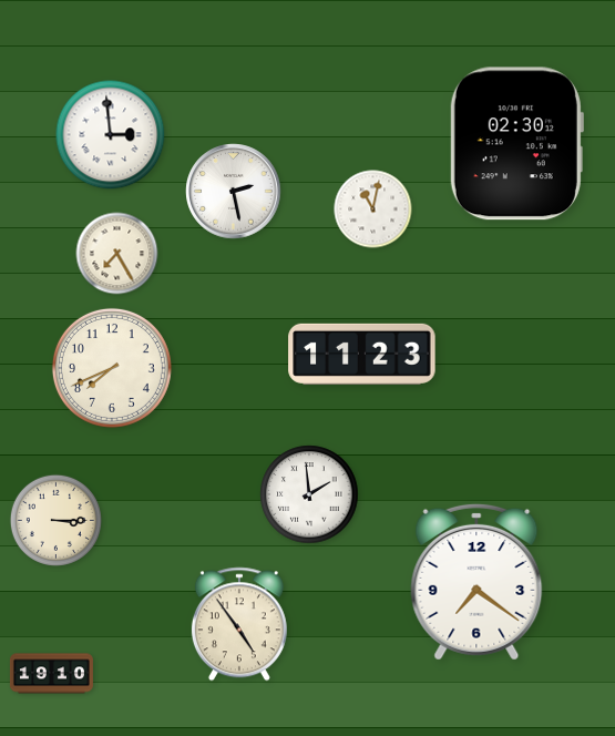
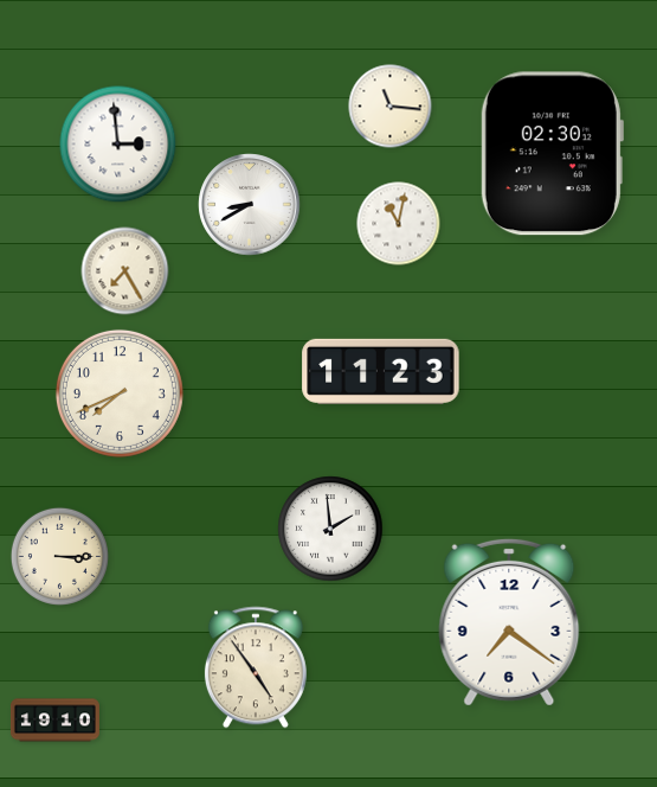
clock at (391, 107): none -> 11:16
clock at (234, 192): 2:28 -> 8:40
clock at (362, 354) position: (362, 354) -> (381, 371)
